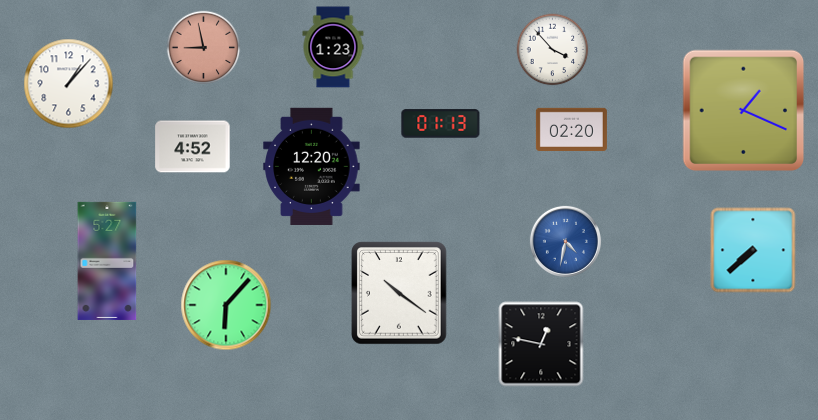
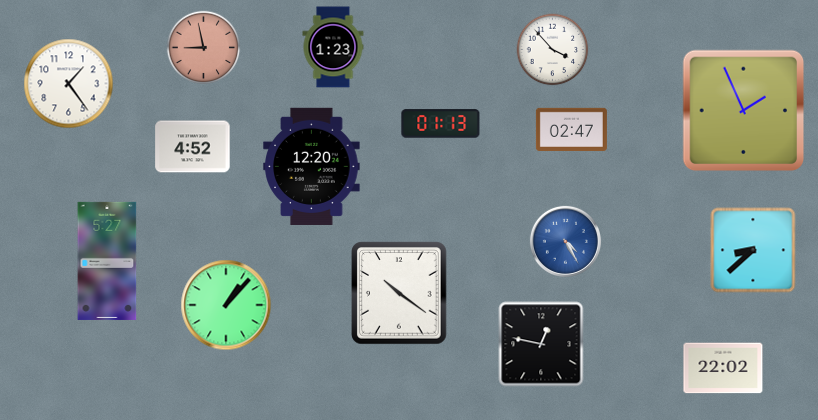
clock at (69, 84): 1:07 -> 1:24
clock at (744, 111): 1:19 -> 1:56
clock at (571, 129): 02:20 -> 02:47
clock at (565, 241): 4:32 -> 4:25
clock at (753, 250): 7:38 -> 8:38
clock at (226, 305): 6:07 -> 1:07
clock at (723, 368): none -> 22:02
